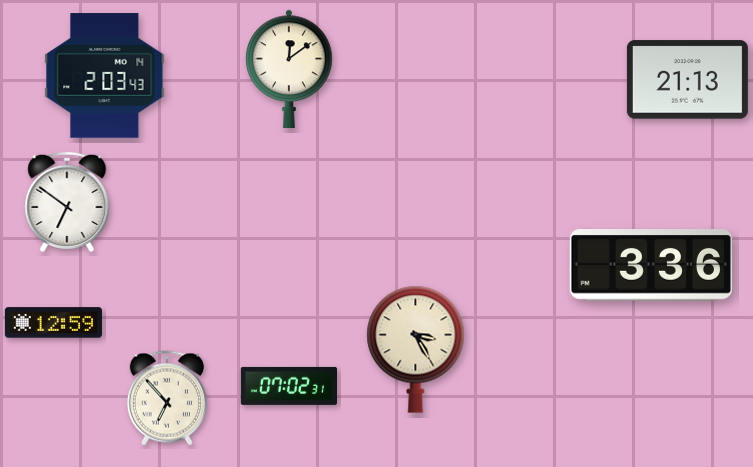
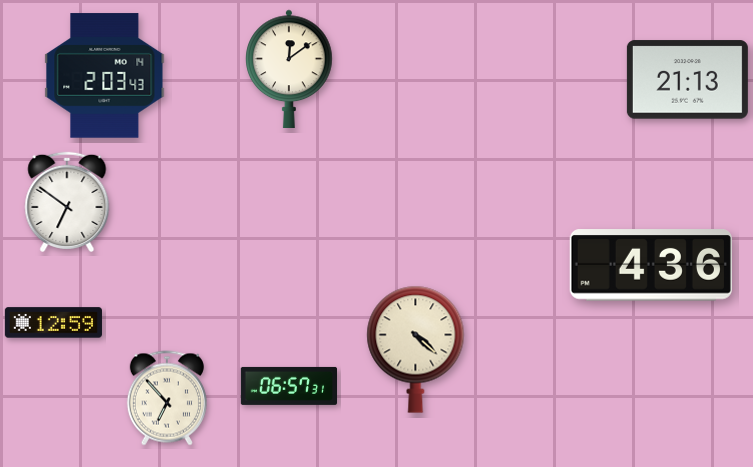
clock at (651, 265): 3:36 -> 4:36
clock at (416, 349): 3:25 -> 4:22
clock at (289, 386): 07:02 -> 06:57
